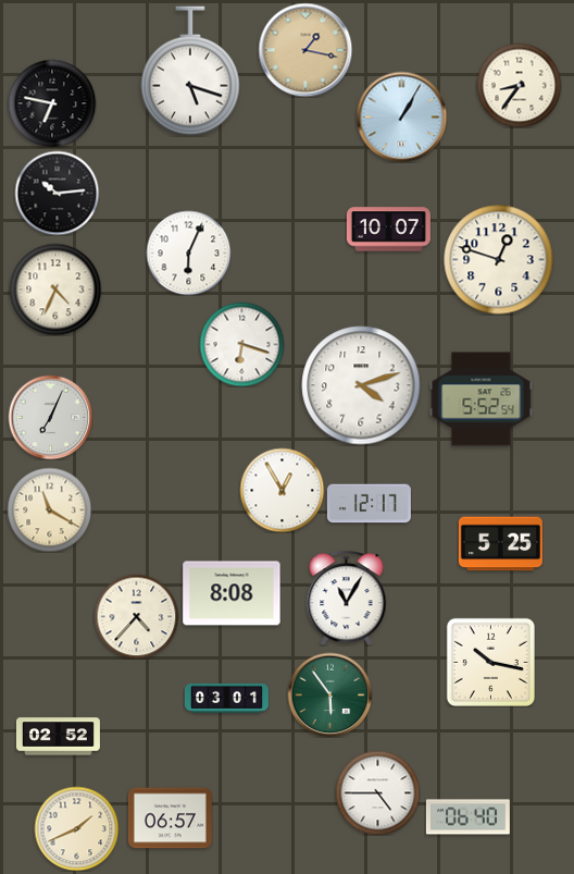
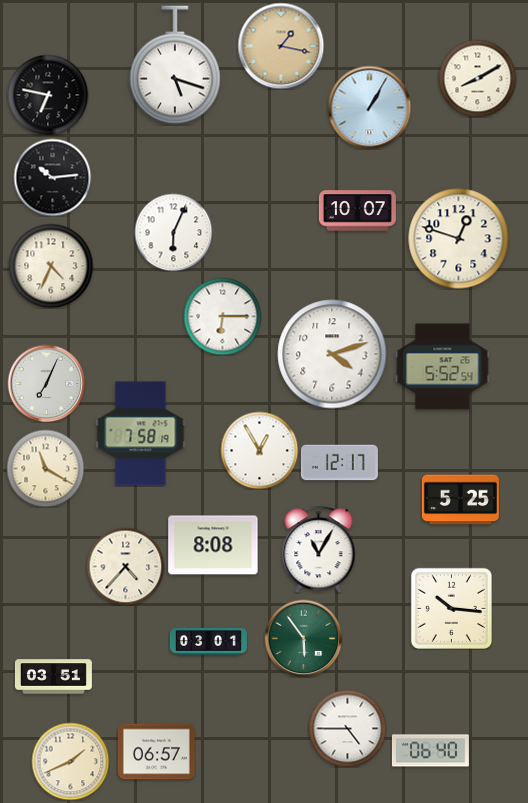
clock at (519, 85): 8:36 -> 8:10
clock at (241, 344): 6:18 -> 6:15
clock at (141, 434): none -> 7:58
clock at (490, 662): 10:17 -> 10:16
clock at (58, 737): 02:52 -> 03:51
